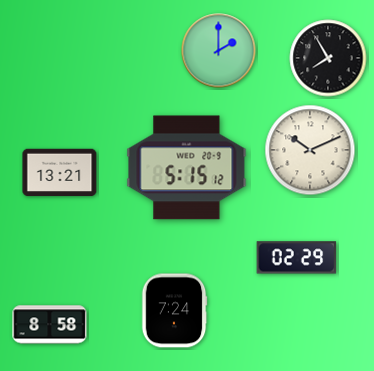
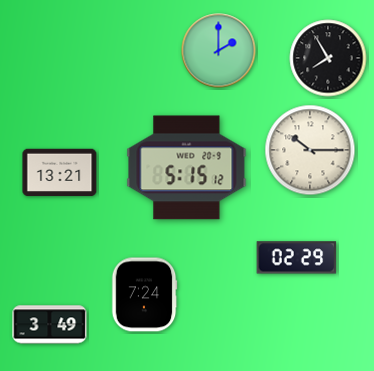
clock at (310, 150): 10:11 -> 10:15
clock at (174, 311) position: (174, 311) -> (144, 295)
clock at (50, 325): 8:58 -> 3:49
